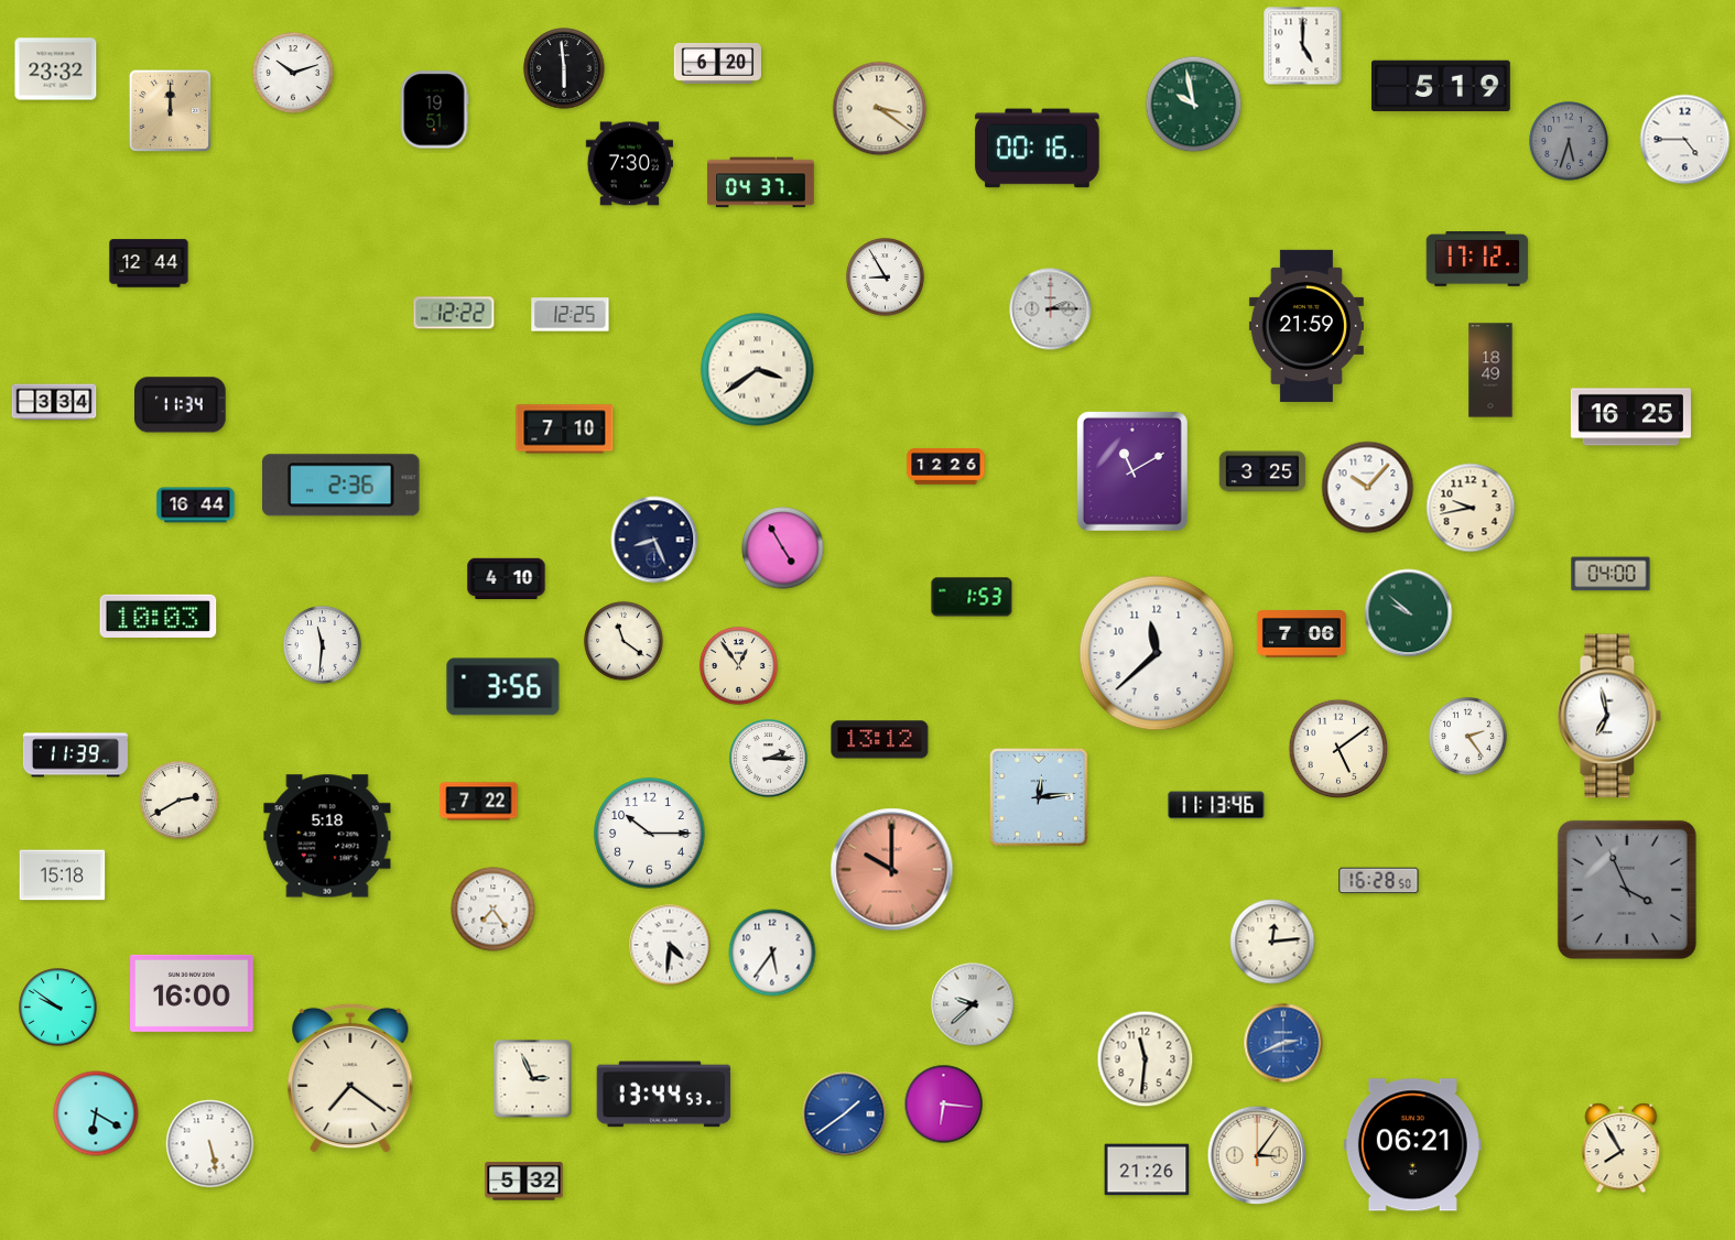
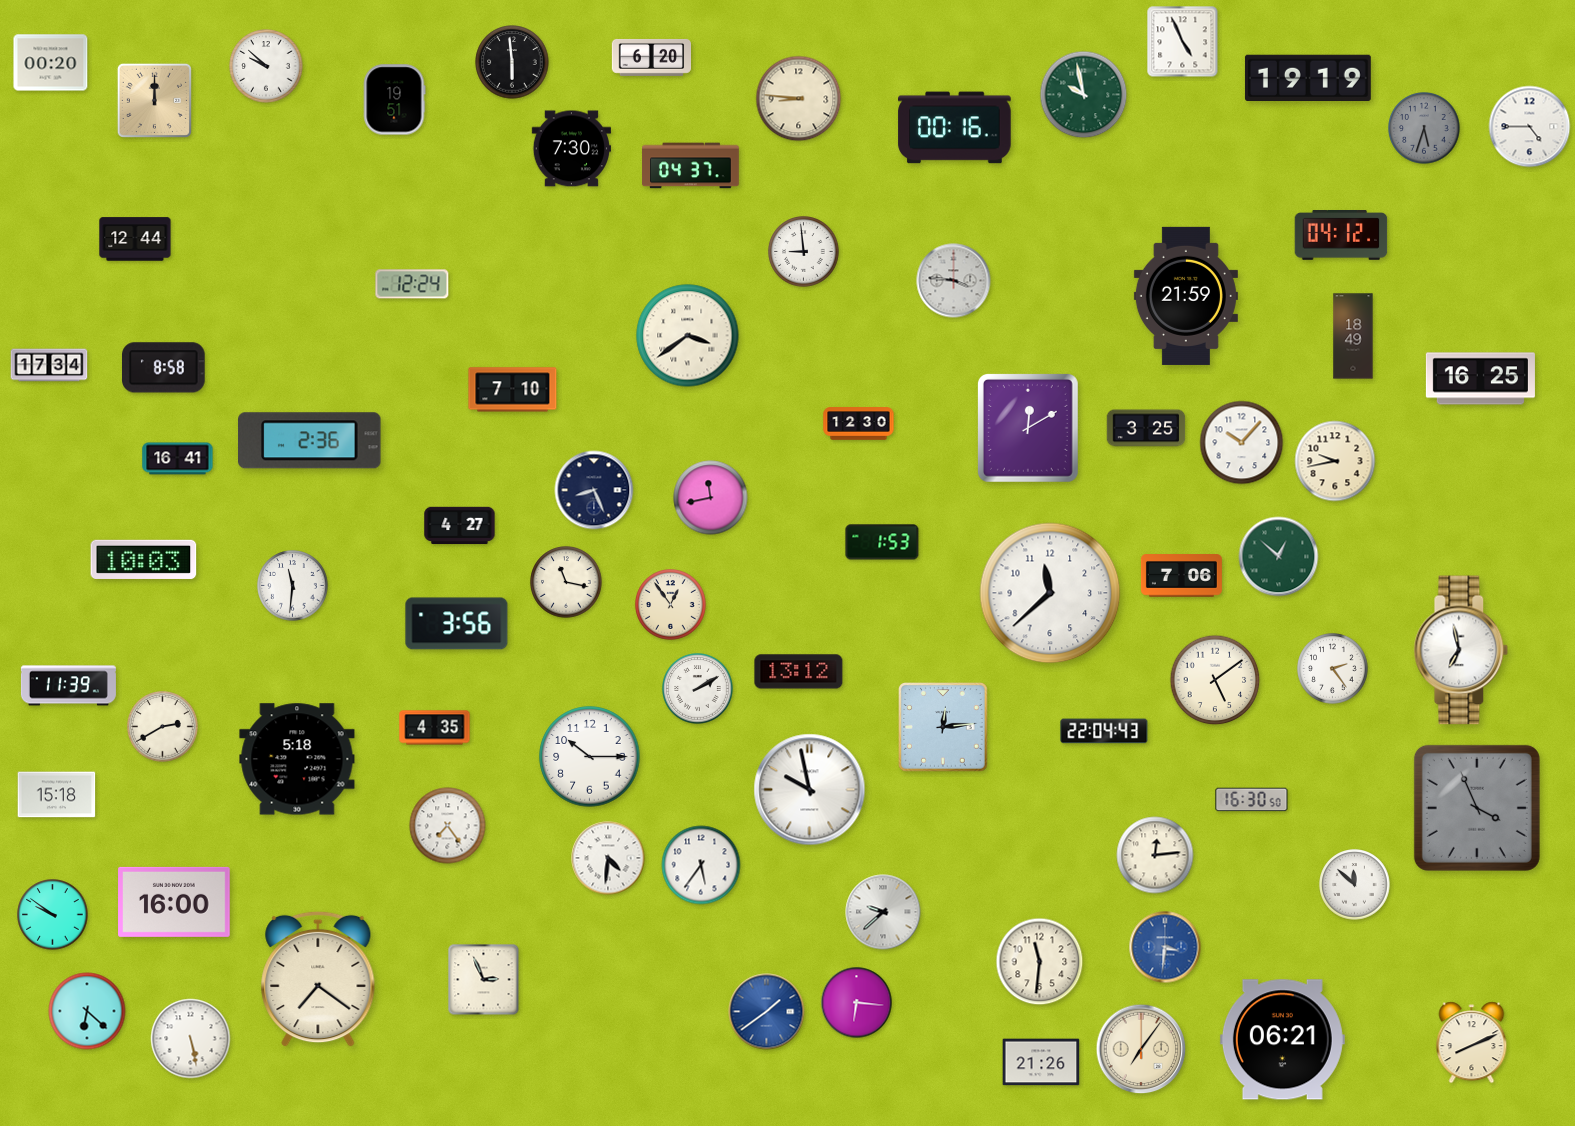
clock at (1303, 46): 5:00 -> 4:56
clock at (56, 69): 23:32 -> 00:20
clock at (293, 73): 10:12 -> 9:52
clock at (1441, 86): 5:19 -> 19:19
clock at (880, 109): 3:21 -> 8:46
clock at (1038, 149) position: (1038, 149) -> (955, 128)
clock at (1477, 260): 17:12 -> 04:12
clock at (886, 278): 8:55 -> 8:59
clock at (1051, 309): 2:15 -> 3:46
clock at (454, 313): 12:22 -> 12:24
clock at (571, 315): 12:25 -> none
clock at (54, 402): 3:34 -> 17:34
clock at (181, 405): 11:34 -> 8:58
clock at (946, 467): 12:26 -> 12:30
clock at (1132, 471): 11:10 -> 12:10
clock at (196, 505): 16:44 -> 16:41
clock at (783, 548): 4:55 -> 11:43
clock at (1611, 574): 04:00 -> none
clock at (507, 579): 4:10 -> 4:27
clock at (1409, 613): 9:52 -> 12:52
clock at (623, 641): 11:21 -> 11:17
clock at (769, 759): 2:15 -> 2:10
clock at (1039, 797) position: (1039, 797) -> (943, 727)
clock at (479, 802): 7:22 -> 4:35
clock at (1216, 805): 11:13 -> 22:04
clock at (892, 870): 10:00 -> 9:58
clock at (892, 870) dial: salmon -> white
clock at (1379, 881): 16:28 -> 16:30
clock at (1355, 885): none -> 11:52
clock at (1283, 1043): 2:41 -> 3:31
clock at (664, 1095): 13:44 -> none
clock at (96, 1113): 6:20 -> 6:22
clock at (1622, 1149): 7:55 -> 8:11
clock at (1257, 1155): 3:06 -> 7:06
clock at (524, 1182): 5:32 -> none
